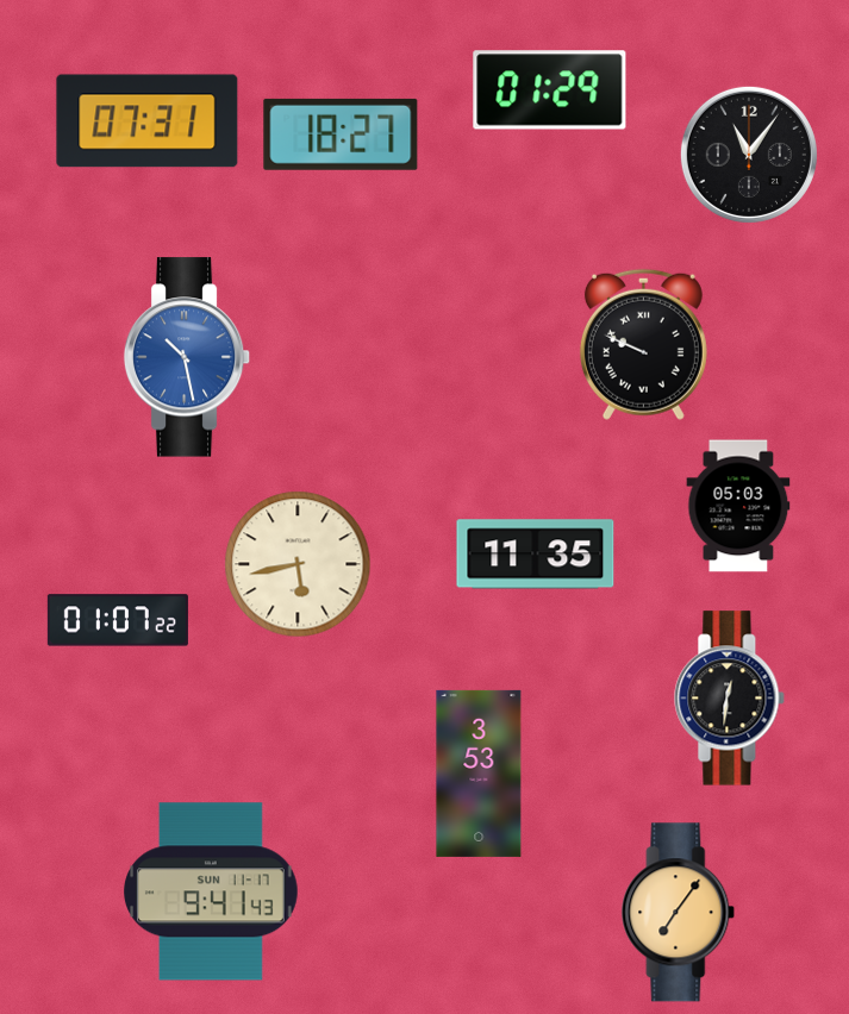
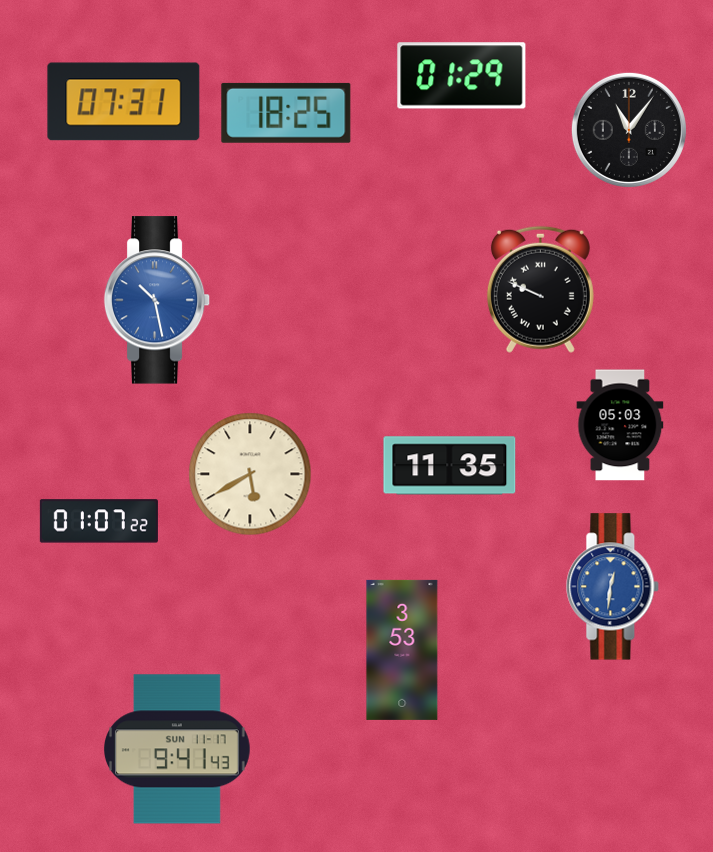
clock at (341, 134): 18:27 -> 18:25
clock at (298, 564): 5:43 -> 5:40
clock at (730, 699) dial: black -> blue
clock at (679, 913): 7:06 -> none
